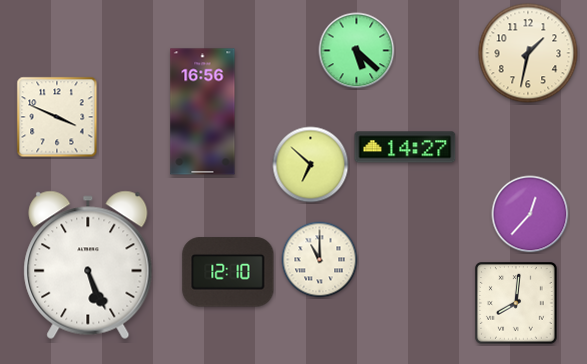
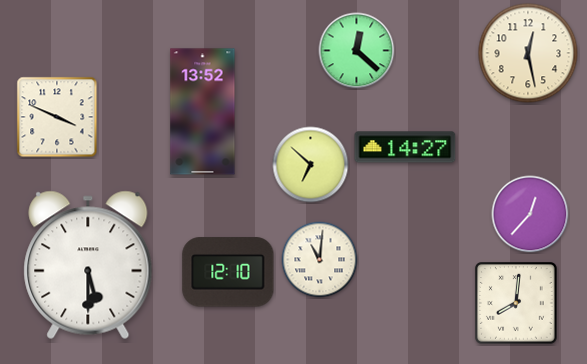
clock at (357, 51): 5:22 -> 12:22
clock at (528, 53): 1:32 -> 12:28
clock at (203, 112): 16:56 -> 13:52
clock at (320, 260): 11:00 -> 11:01
clock at (88, 265): 5:26 -> 5:30
